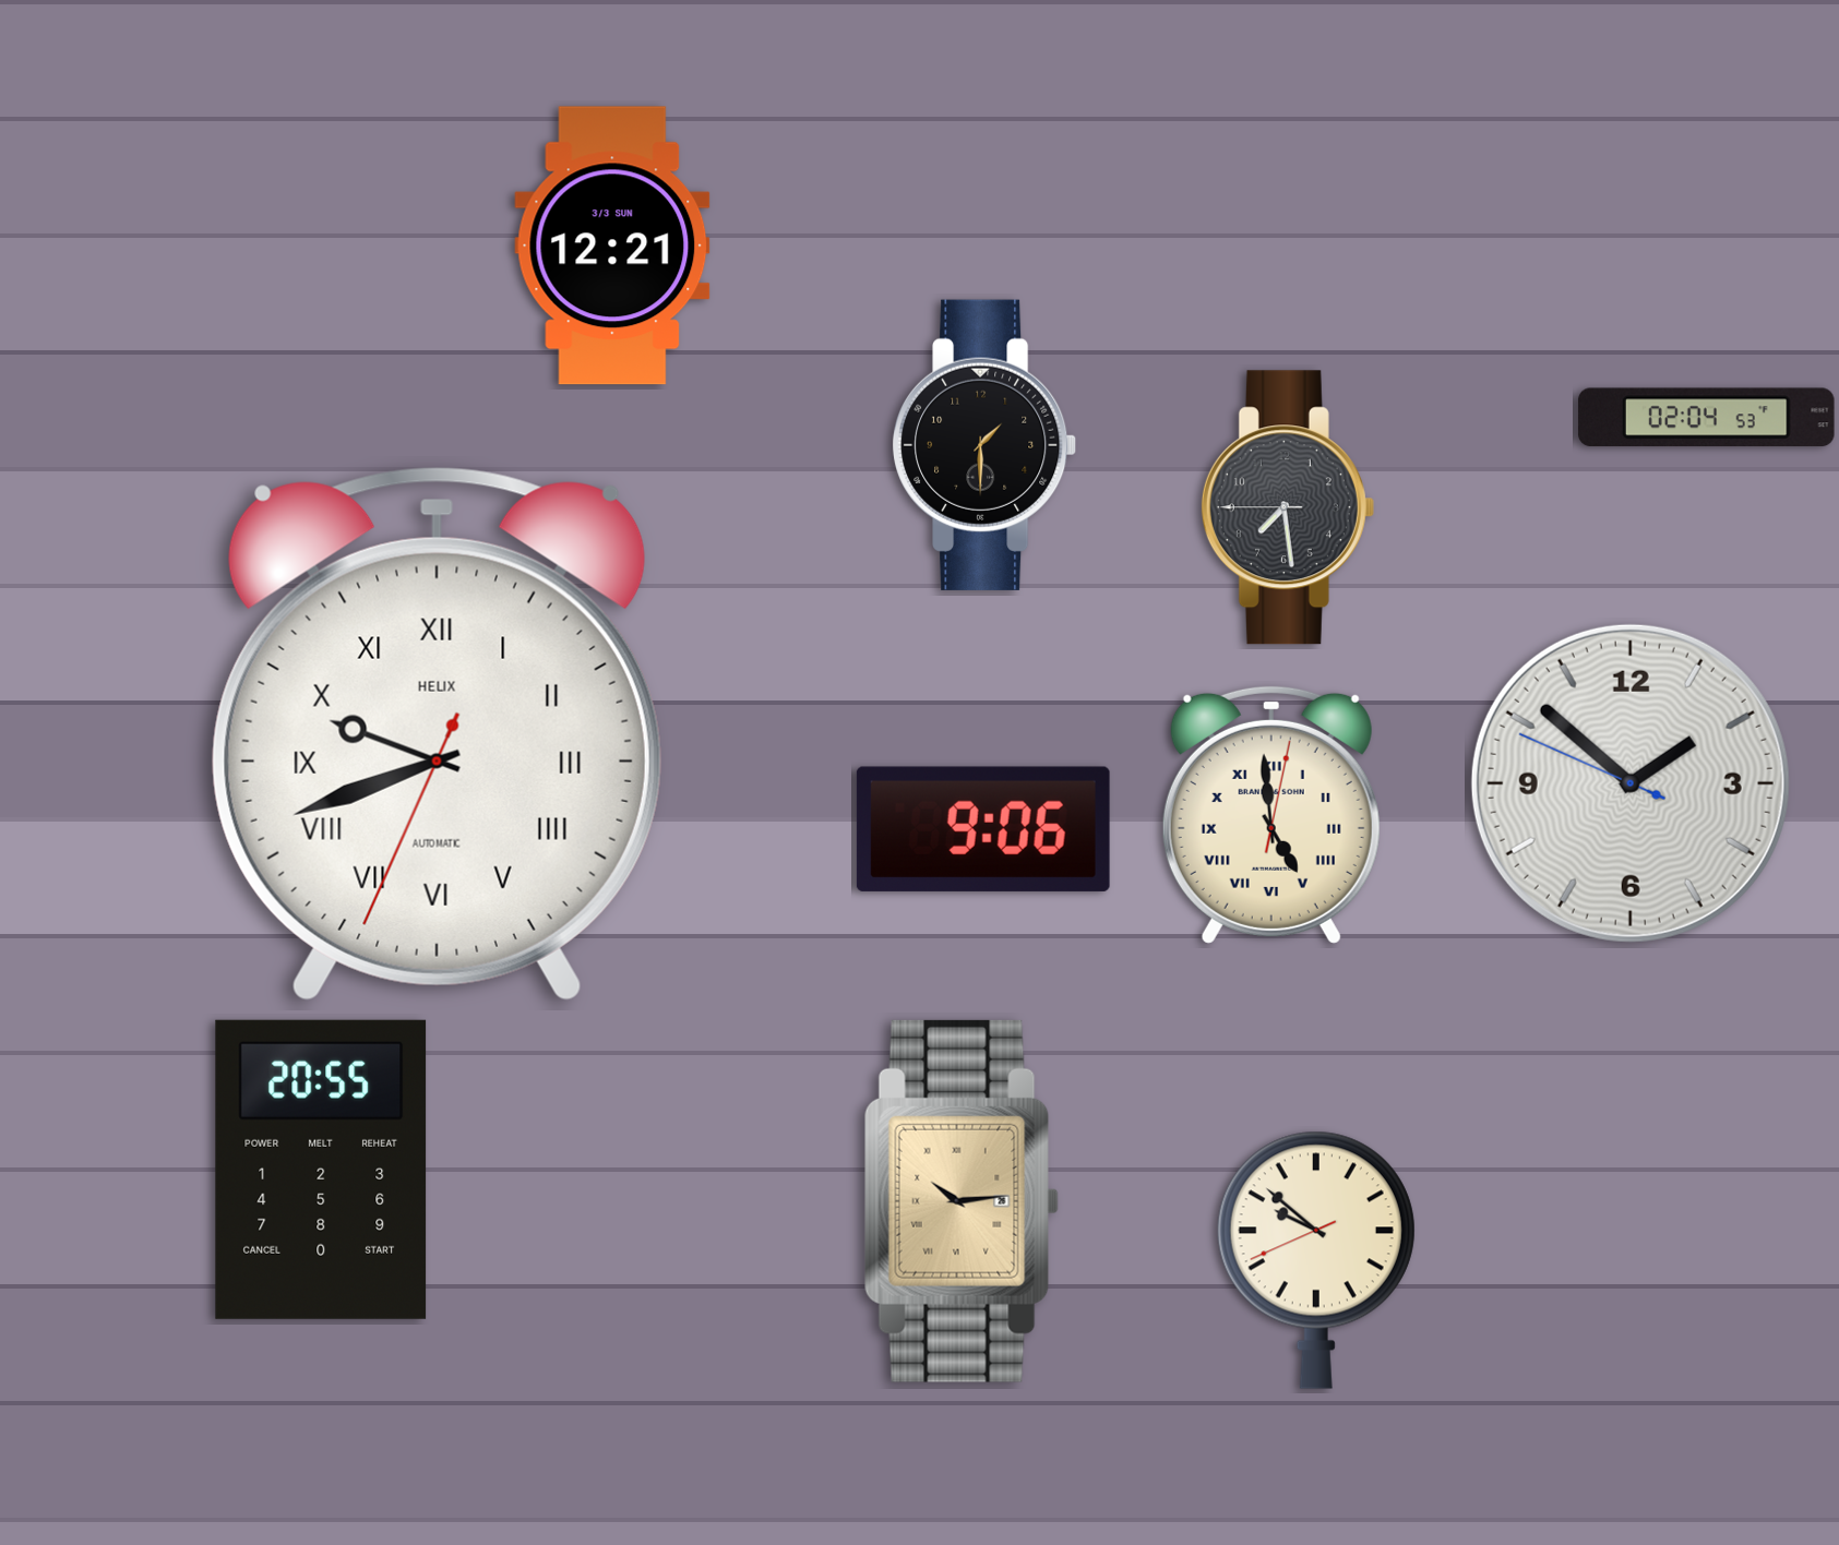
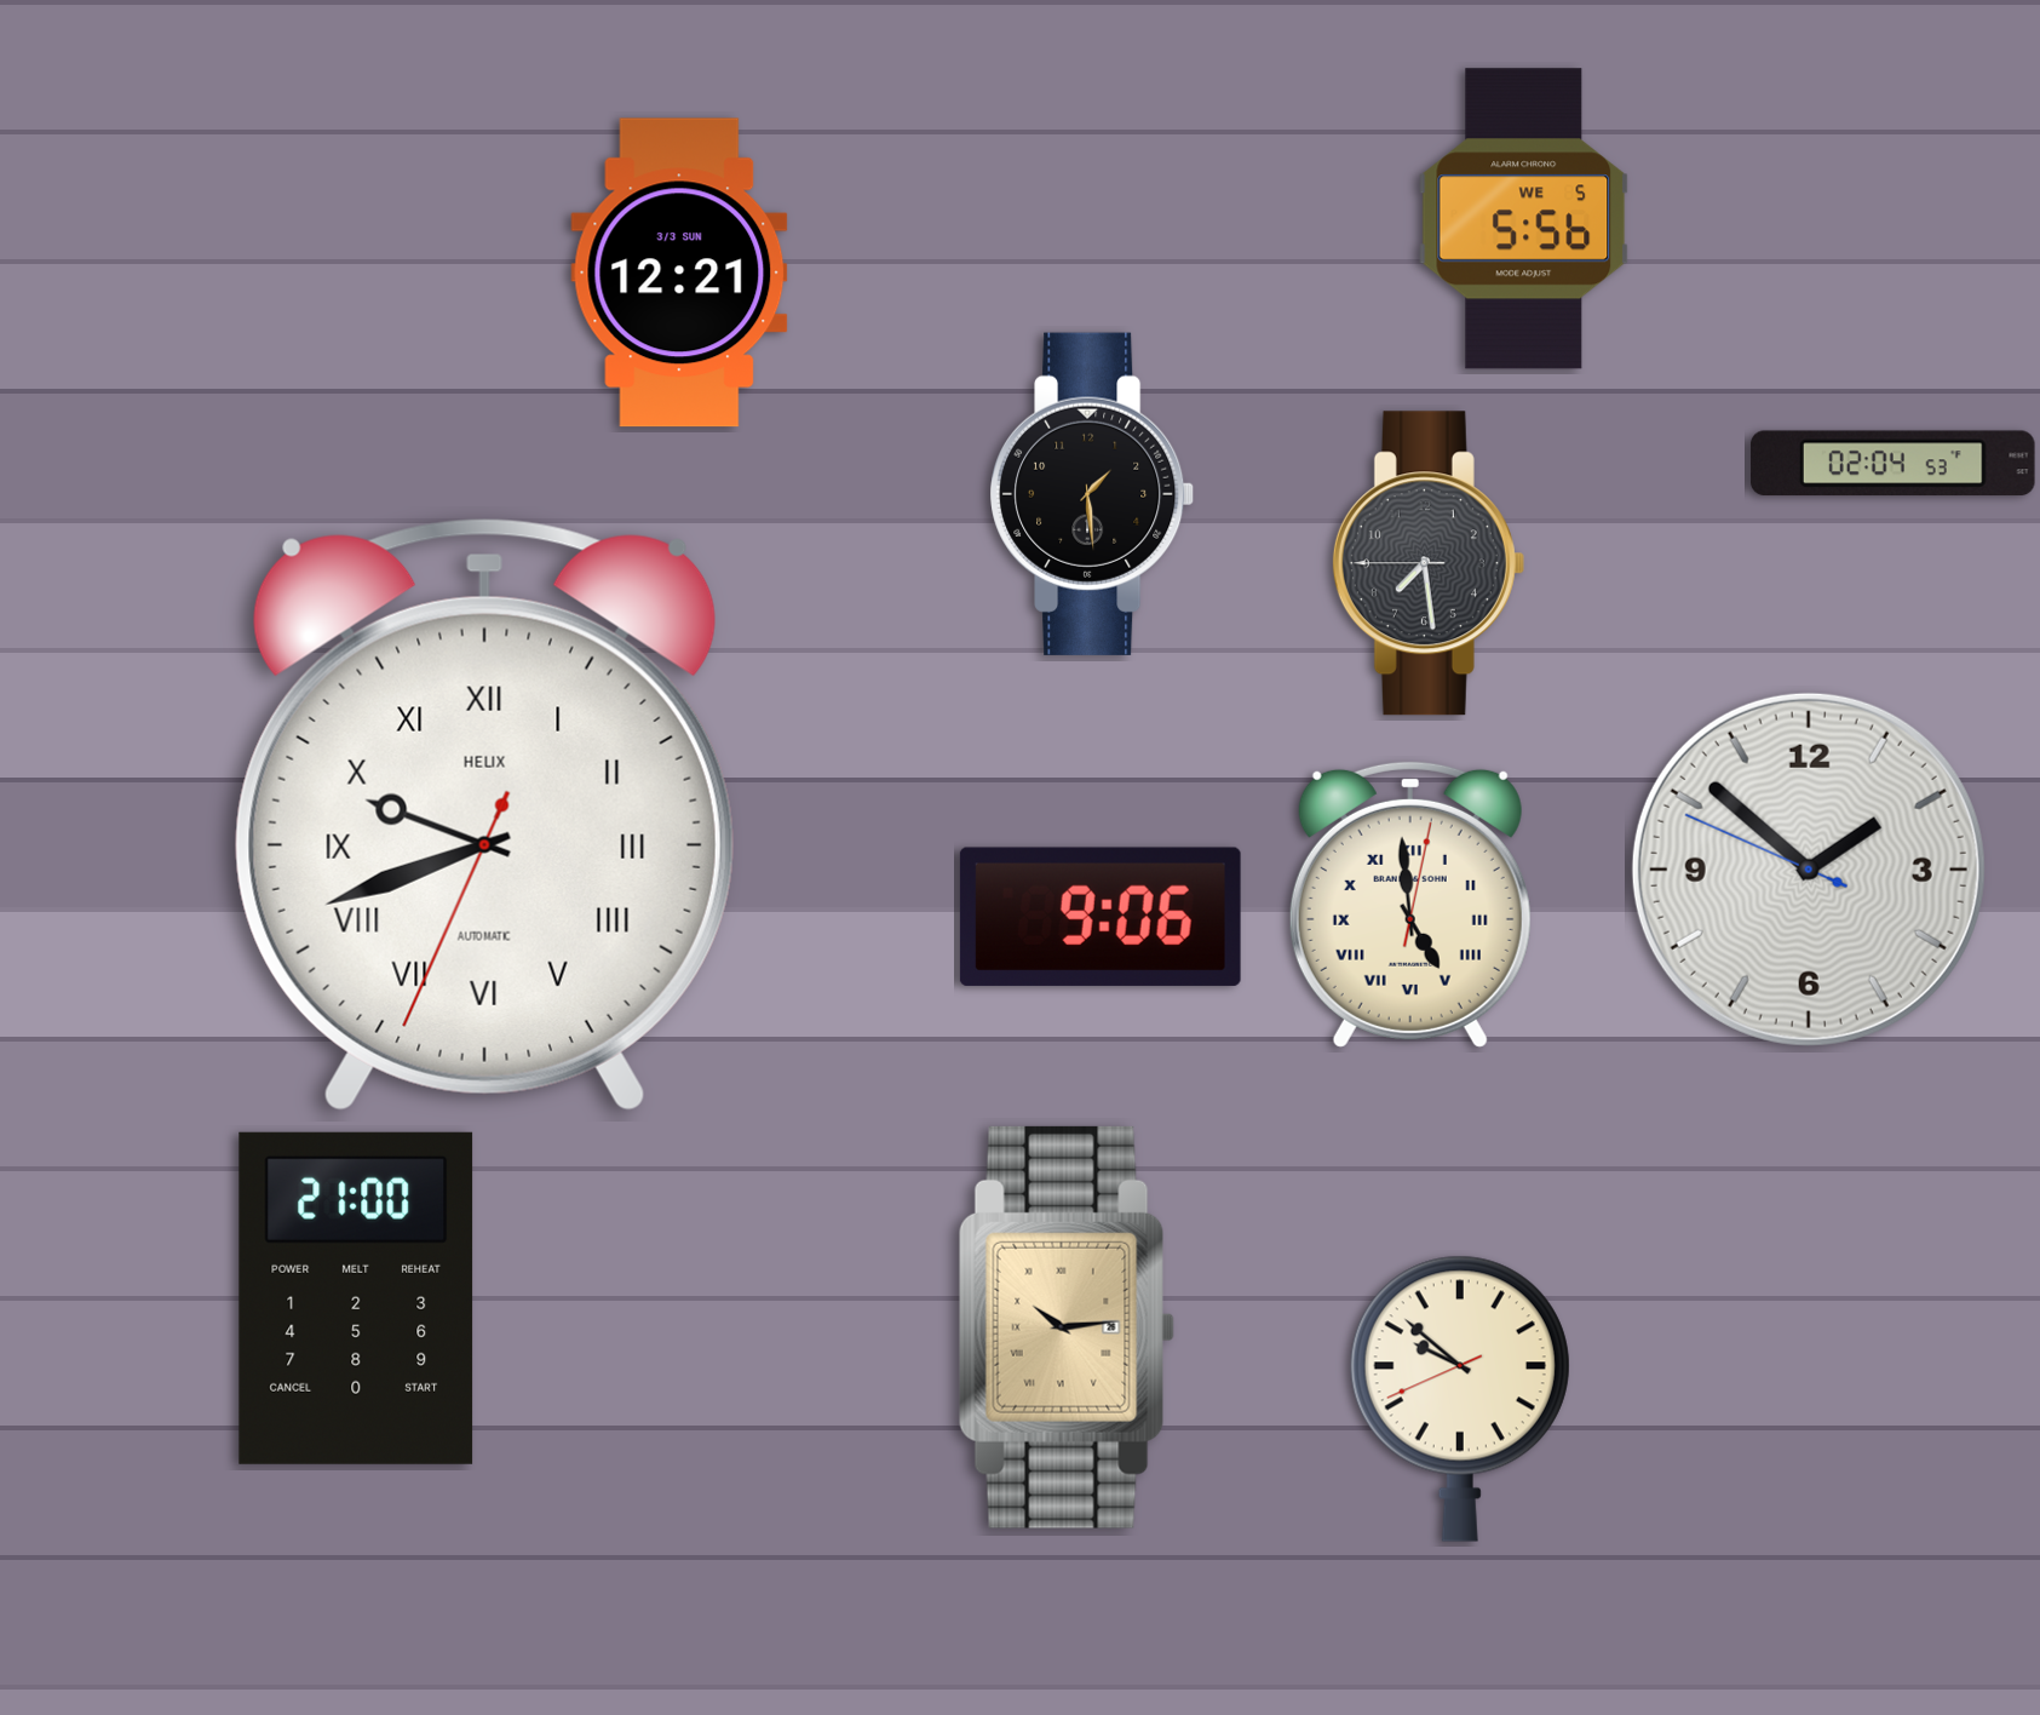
clock at (1524, 219): none -> 5:56
clock at (986, 445): 1:30 -> 1:29
clock at (983, 829) position: (983, 829) -> (1101, 917)
clock at (321, 1170): 20:55 -> 21:00
clock at (962, 1201) position: (962, 1201) -> (1067, 1327)
